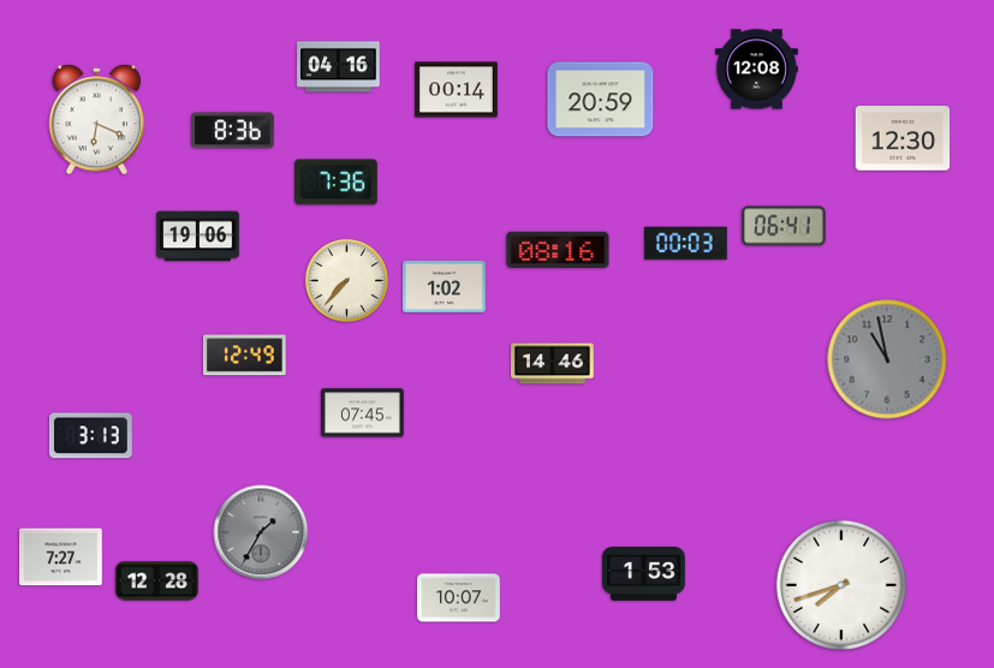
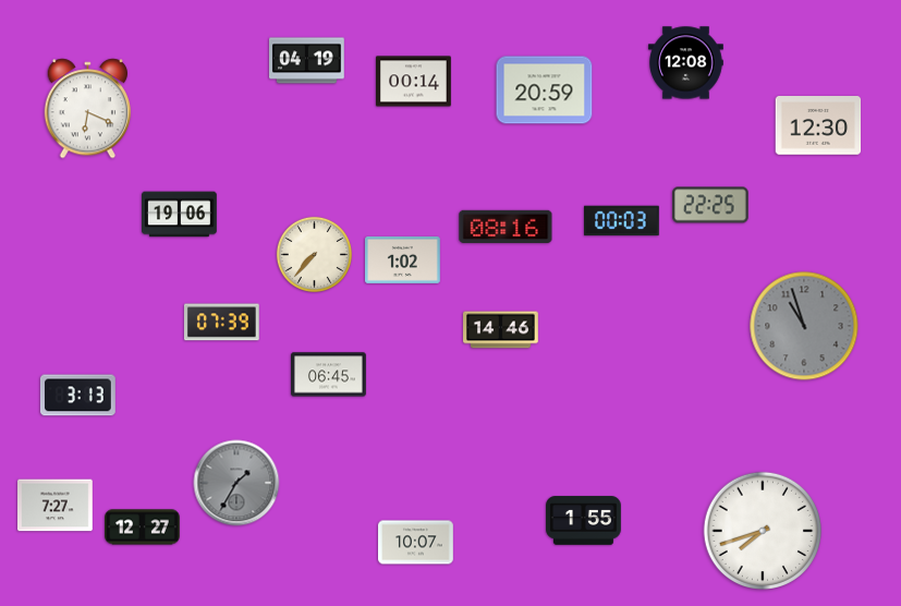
clock at (339, 67): 04:16 -> 04:19
clock at (232, 131): 8:36 -> none
clock at (337, 183): 7:36 -> none
clock at (784, 226): 06:41 -> 22:25
clock at (244, 356): 12:49 -> 07:39
clock at (887, 359): 10:58 -> 10:57
clock at (363, 413): 07:45 -> 06:45
clock at (90, 436) position: (90, 436) -> (77, 396)
clock at (644, 574): 1:53 -> 1:55
clock at (157, 581): 12:28 -> 12:27
